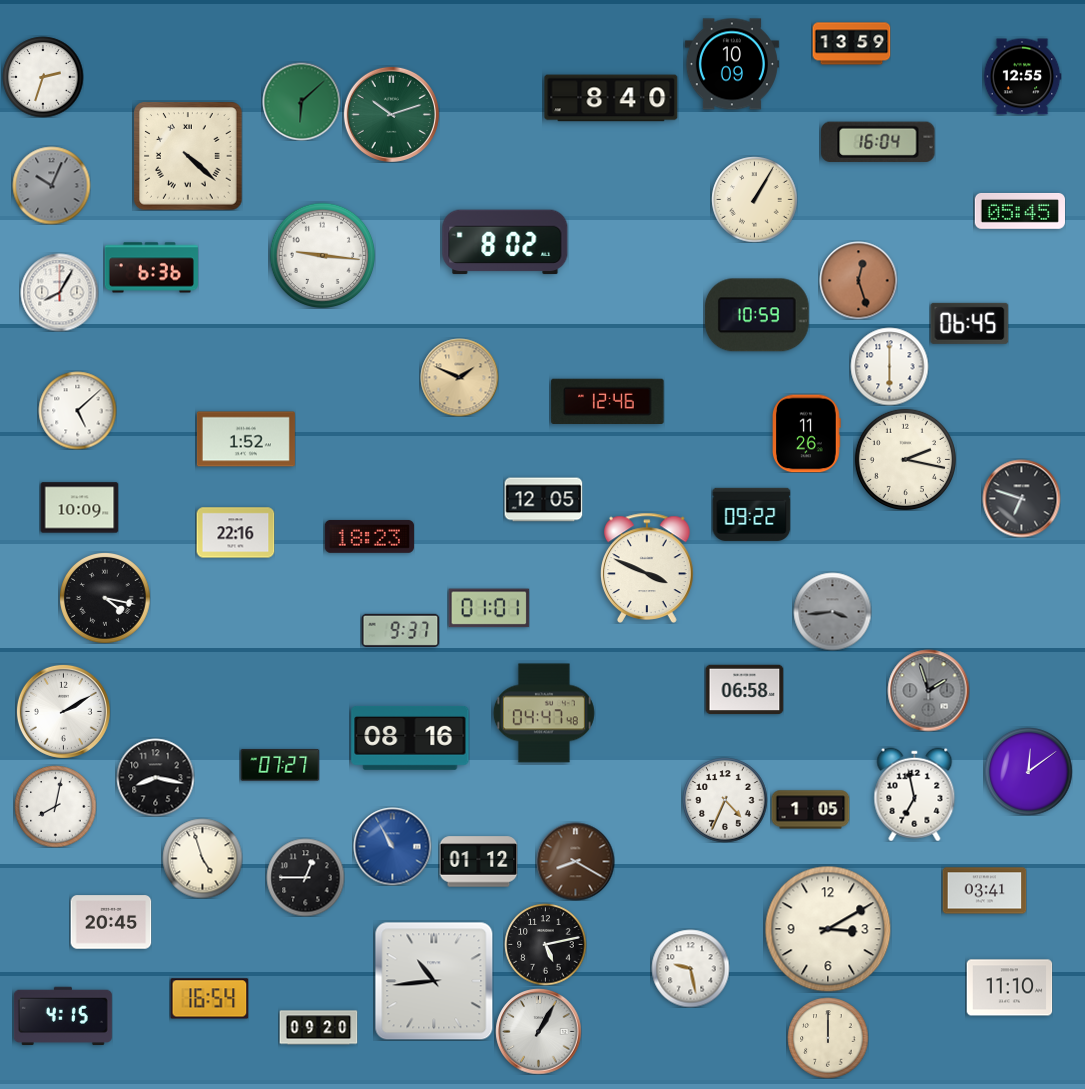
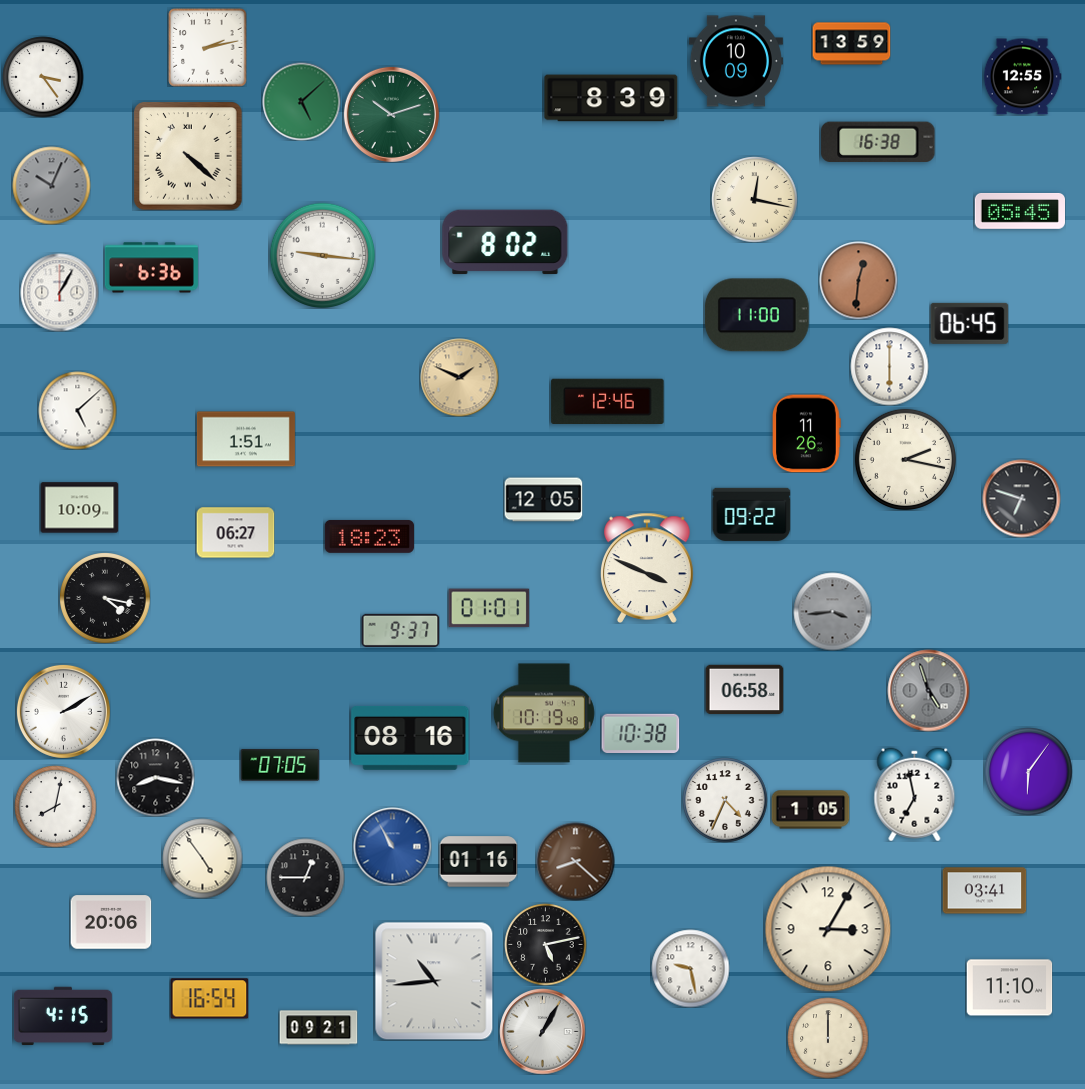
clock at (207, 47): none -> 2:13
clock at (732, 64) position: (732, 64) -> (736, 61)
clock at (43, 77): 2:33 -> 3:24
clock at (611, 98): 8:40 -> 8:39
clock at (301, 101): 6:08 -> 5:08
clock at (878, 141): 16:04 -> 16:38
clock at (754, 199): 1:05 -> 12:17
clock at (858, 280): 12:27 -> 12:31
clock at (59, 292): 8:05 -> 1:05
clock at (757, 315): 10:59 -> 11:00
clock at (246, 439): 1:52 -> 1:51
clock at (235, 533): 22:16 -> 06:27
clock at (928, 690): 1:57 -> 4:57
clock at (544, 713): 04:47 -> 10:19
clock at (640, 733): none -> 10:38
clock at (280, 765): 07:27 -> 07:05
clock at (1028, 771): 12:09 -> 6:06
clock at (202, 858): 4:57 -> 4:54
clock at (575, 861): 8:20 -> 8:22
clock at (478, 862): 01:12 -> 01:16
clock at (111, 922): 20:45 -> 20:06
clock at (828, 929): 3:10 -> 3:05
clock at (318, 1028): 09:20 -> 09:21
clock at (538, 1031) position: (538, 1031) -> (542, 1031)
